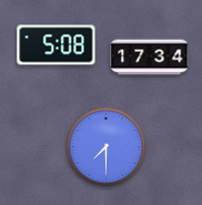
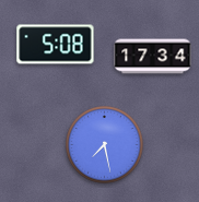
clock at (150, 58) position: (150, 58) -> (153, 57)
clock at (107, 147): 7:30 -> 7:28
